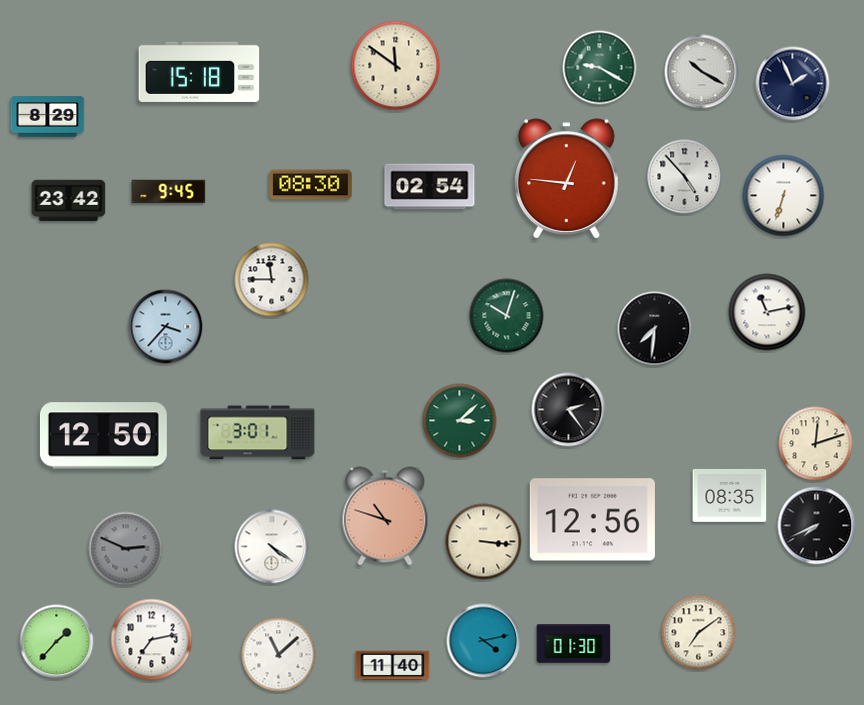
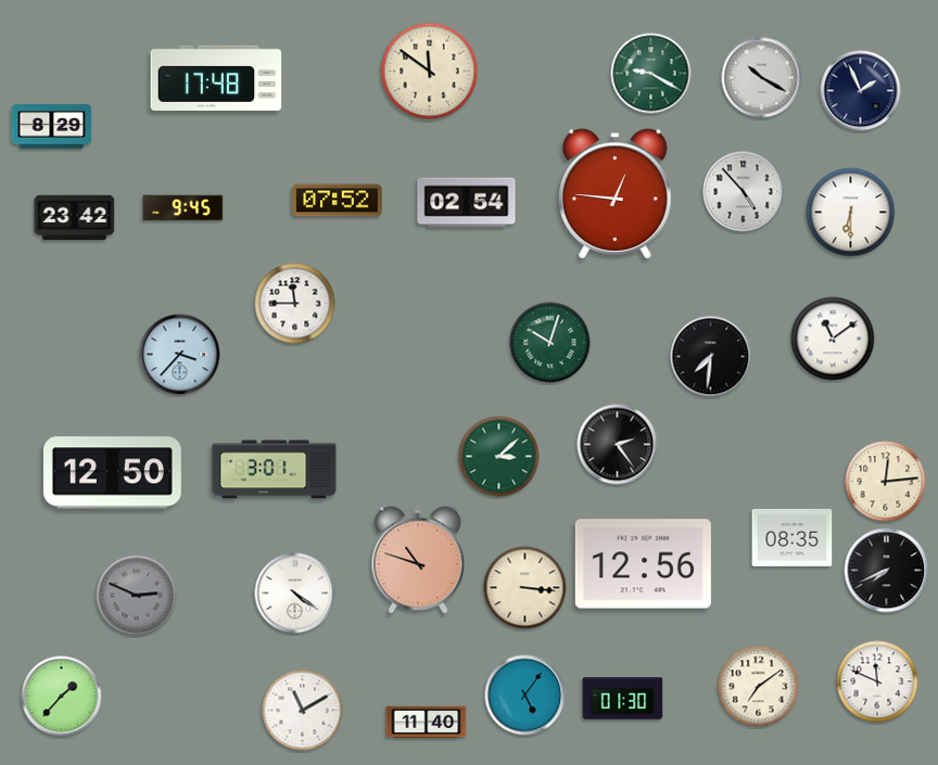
clock at (199, 72): 15:18 -> 17:48
clock at (311, 185): 08:30 -> 07:52
clock at (784, 196): 6:33 -> 6:30
clock at (767, 312): 11:13 -> 11:09
clock at (258, 433) position: (258, 433) -> (275, 470)
clock at (816, 444): 12:12 -> 12:14
clock at (877, 681): none -> 11:49
clock at (152, 640): 7:13 -> none
clock at (484, 641): 4:13 -> 5:06
clock at (279, 655): 11:08 -> 11:10
